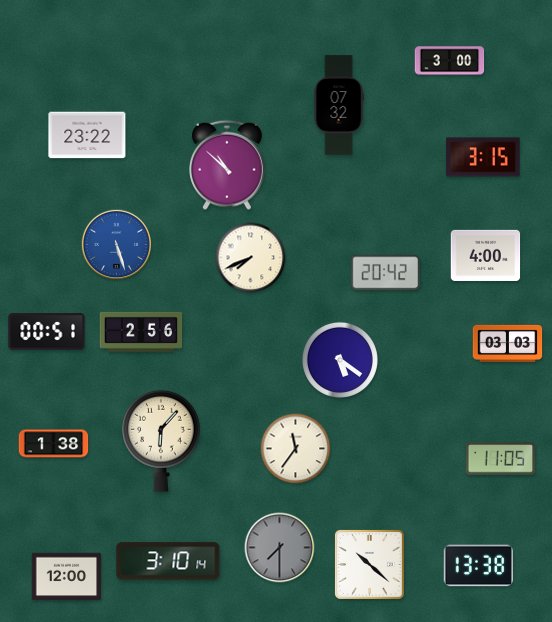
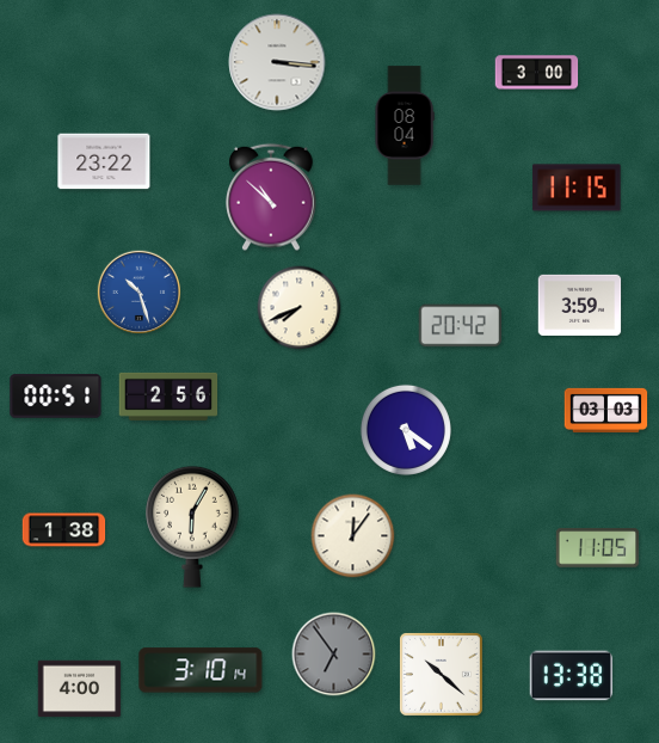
clock at (277, 62): none -> 3:16
clock at (339, 105): 07:32 -> 08:04
clock at (483, 157): 3:15 -> 11:15
clock at (116, 244): 5:27 -> 10:27
clock at (486, 255): 4:00 -> 3:59
clock at (161, 441): 6:07 -> 6:05
clock at (296, 449): 11:36 -> 12:06
clock at (280, 548): 7:30 -> 6:54
clock at (67, 577): 12:00 -> 4:00
